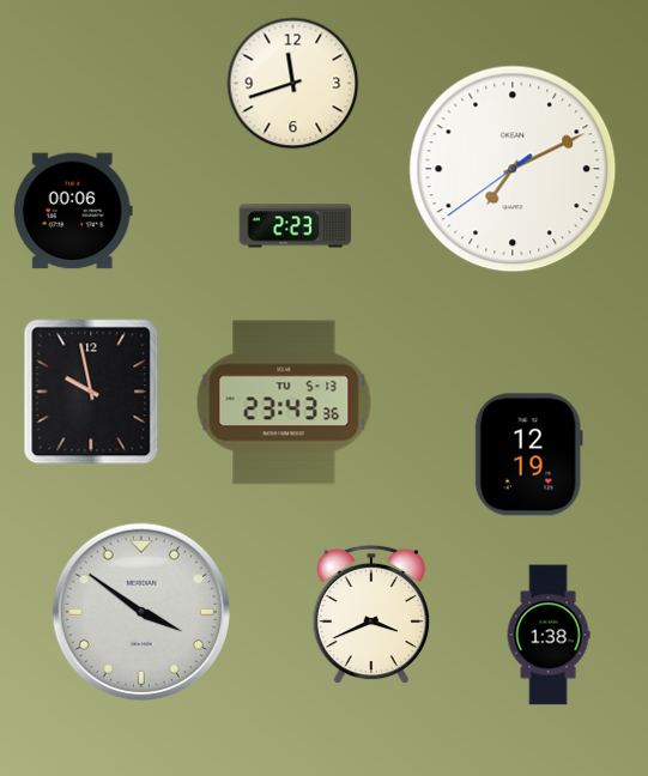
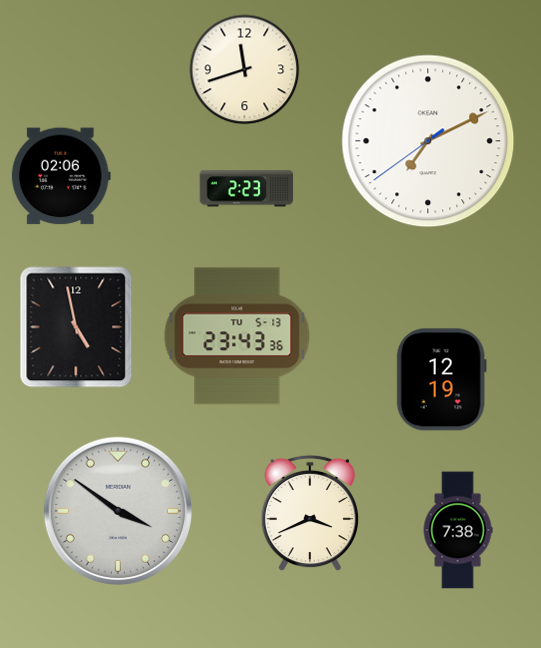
clock at (73, 211): 00:06 -> 02:06
clock at (91, 392): 9:58 -> 4:58
clock at (549, 635): 1:38 -> 7:38
